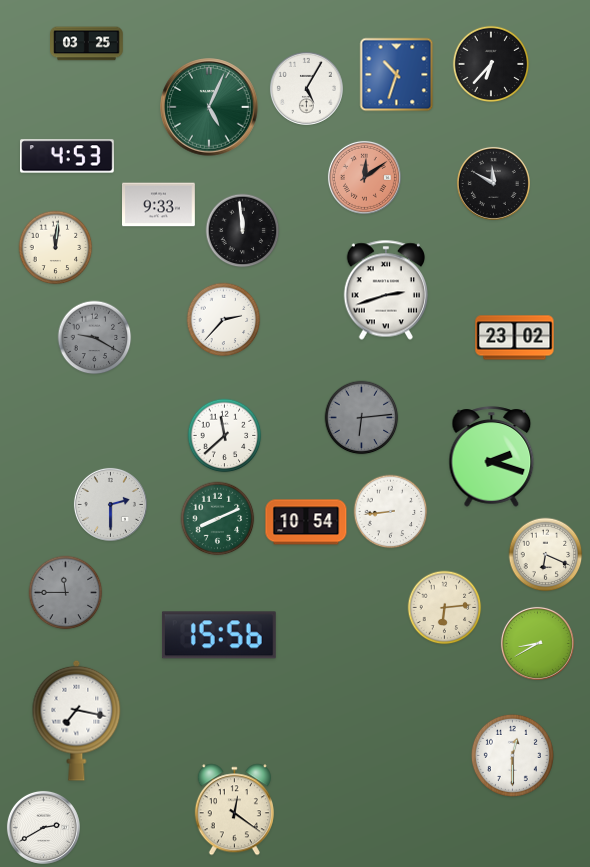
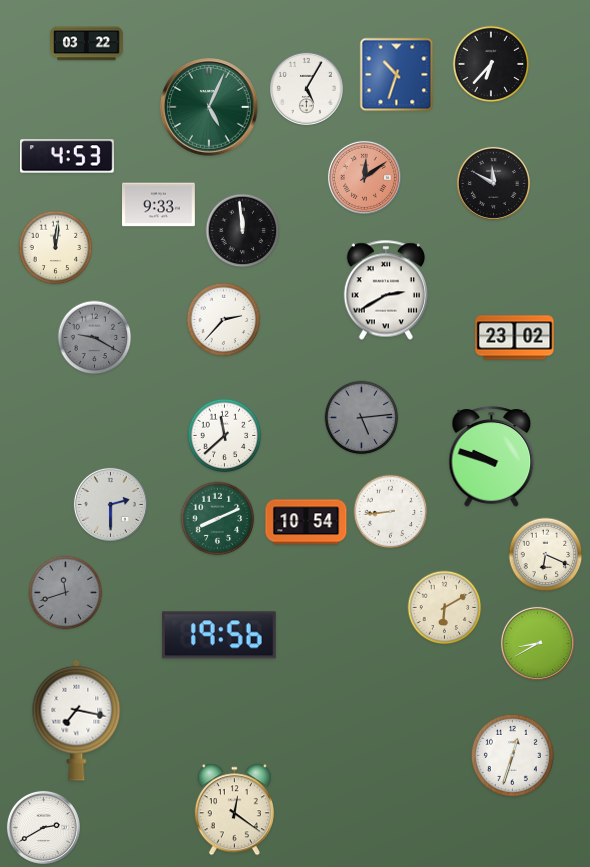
clock at (87, 44): 03:25 -> 03:22
clock at (385, 290): 2:42 -> 2:40
clock at (362, 418): 6:14 -> 5:14
clock at (492, 457): 2:18 -> 9:48
clock at (66, 593): 11:45 -> 11:42
clock at (445, 608): 6:14 -> 6:10
clock at (219, 635): 15:56 -> 19:56
clock at (512, 755): 12:30 -> 12:33
